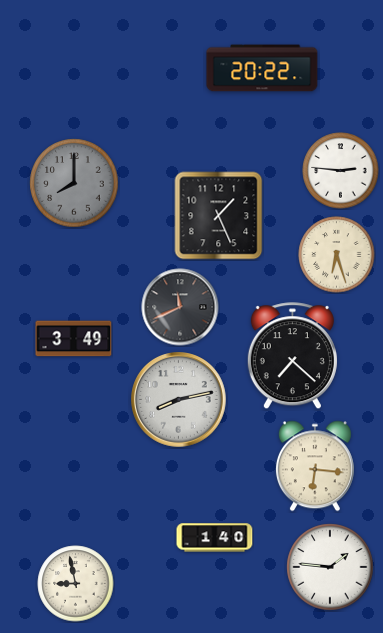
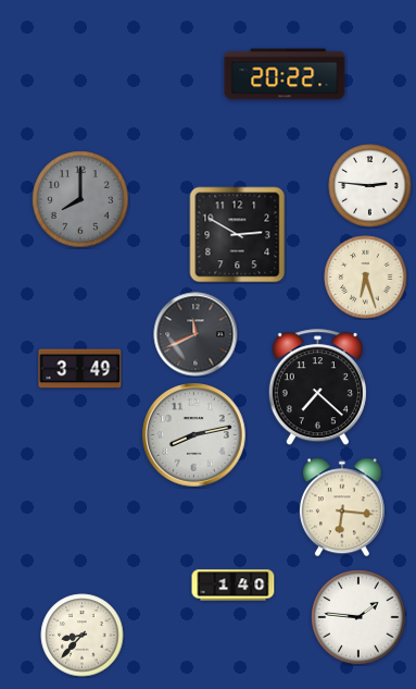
clock at (219, 216): 1:26 -> 2:50
clock at (76, 584): 8:58 -> 8:37
